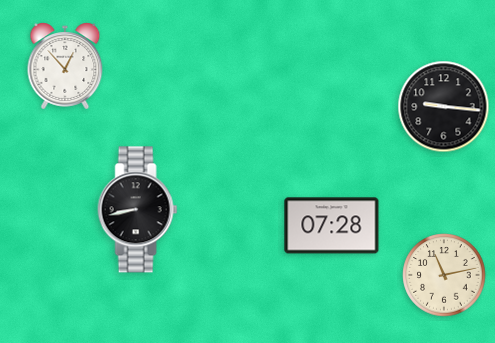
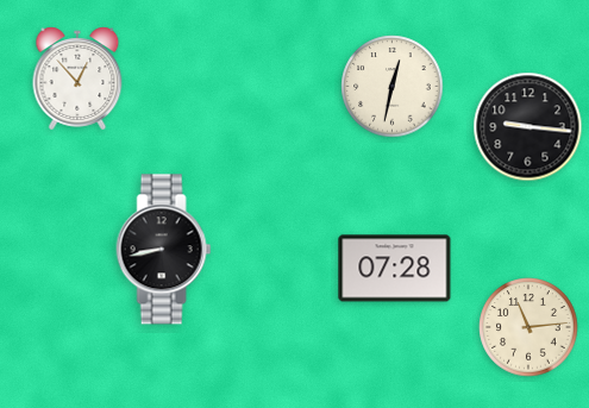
clock at (393, 87): none -> 12:32
clock at (444, 275): 11:13 -> 11:14
